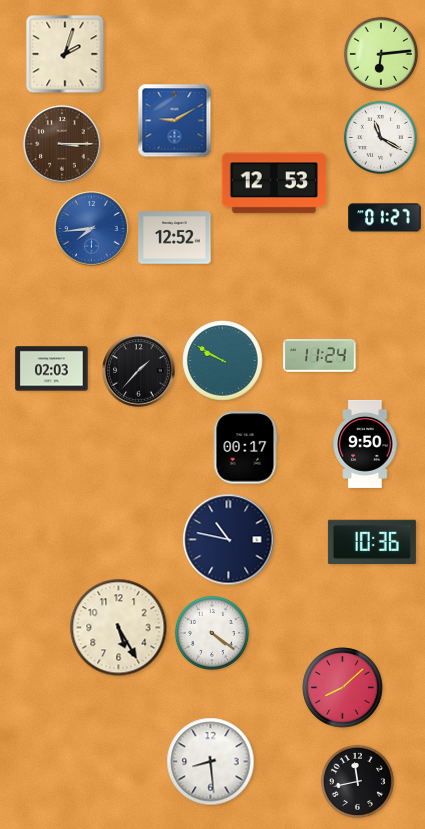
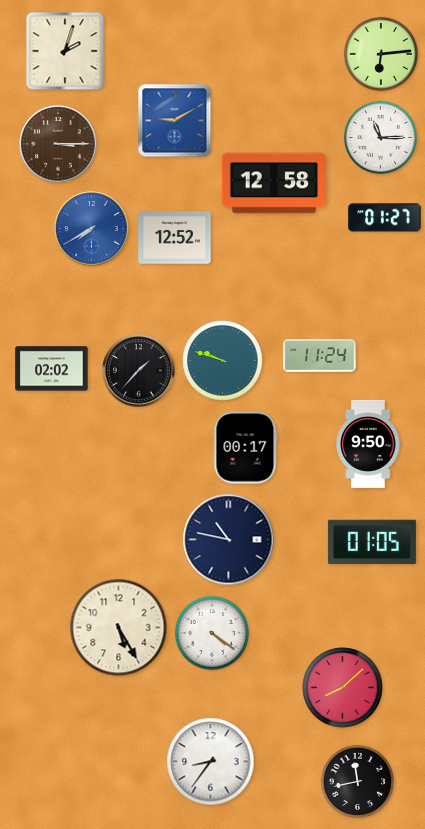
clock at (65, 54) position: (65, 54) -> (65, 51)
clock at (380, 137): 11:20 -> 11:15
clock at (62, 144) position: (62, 144) -> (58, 144)
clock at (274, 183): 12:53 -> 12:58
clock at (92, 229): 7:44 -> 7:40
clock at (223, 361): 9:50 -> 9:48
clock at (52, 369): 02:03 -> 02:02
clock at (365, 444) position: (365, 444) -> (368, 444)
clock at (372, 542): 10:36 -> 01:05
clock at (211, 762): 8:29 -> 8:36
